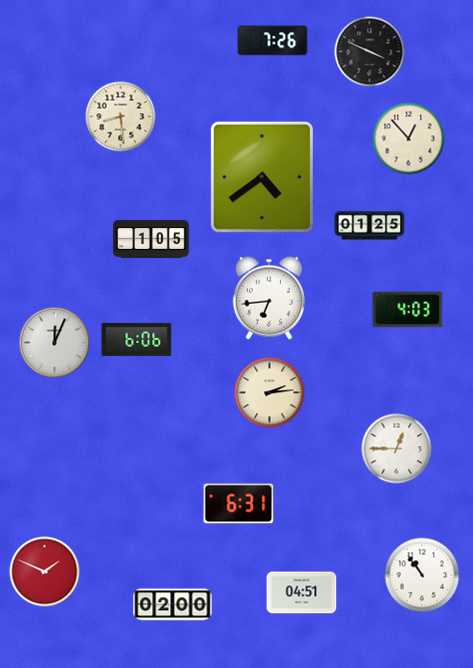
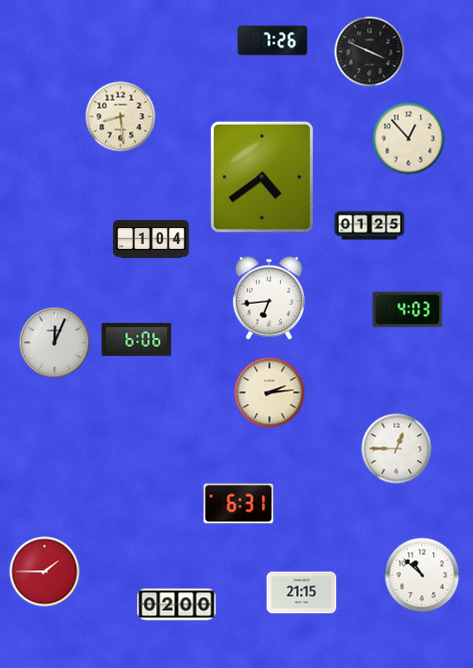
clock at (151, 239): 1:05 -> 1:04
clock at (45, 572): 1:49 -> 1:45
clock at (422, 575): 10:54 -> 10:52
clock at (302, 593): 04:51 -> 21:15
clock at (173, 605) position: (173, 605) -> (177, 605)
